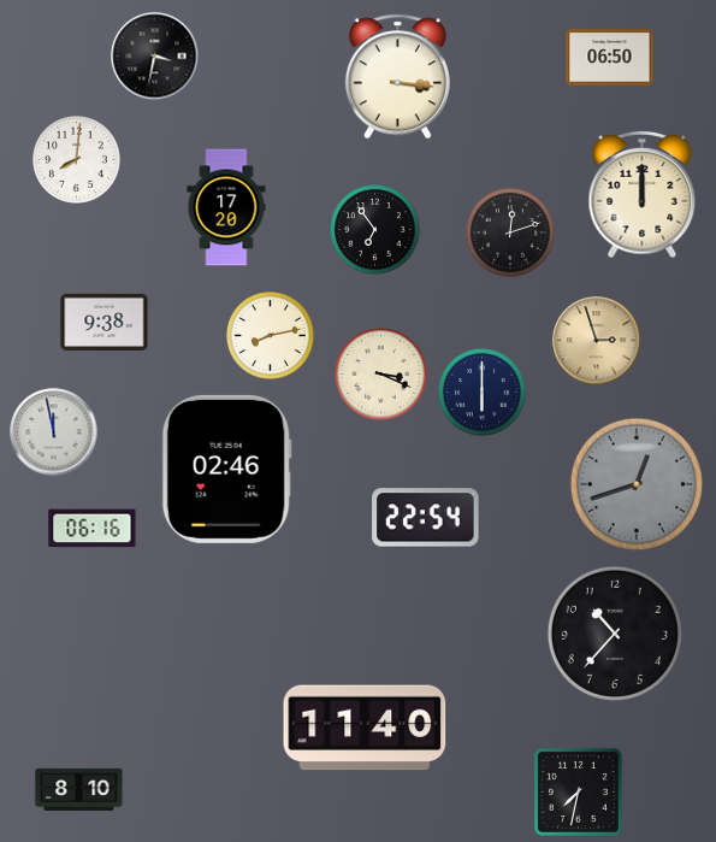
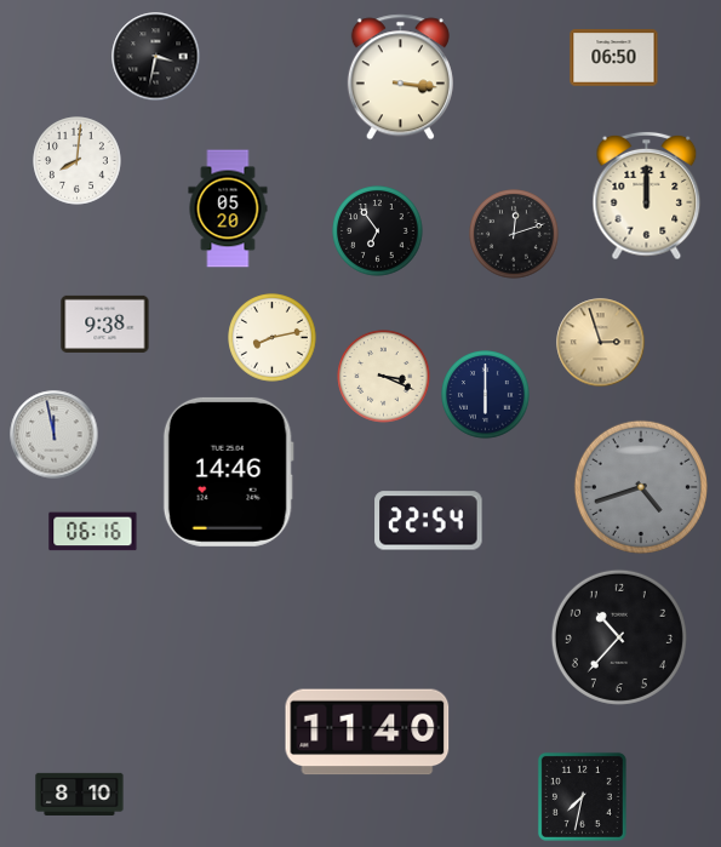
clock at (226, 207): 17:20 -> 05:20
clock at (226, 469): 02:46 -> 14:46
clock at (637, 484): 12:42 -> 4:42
